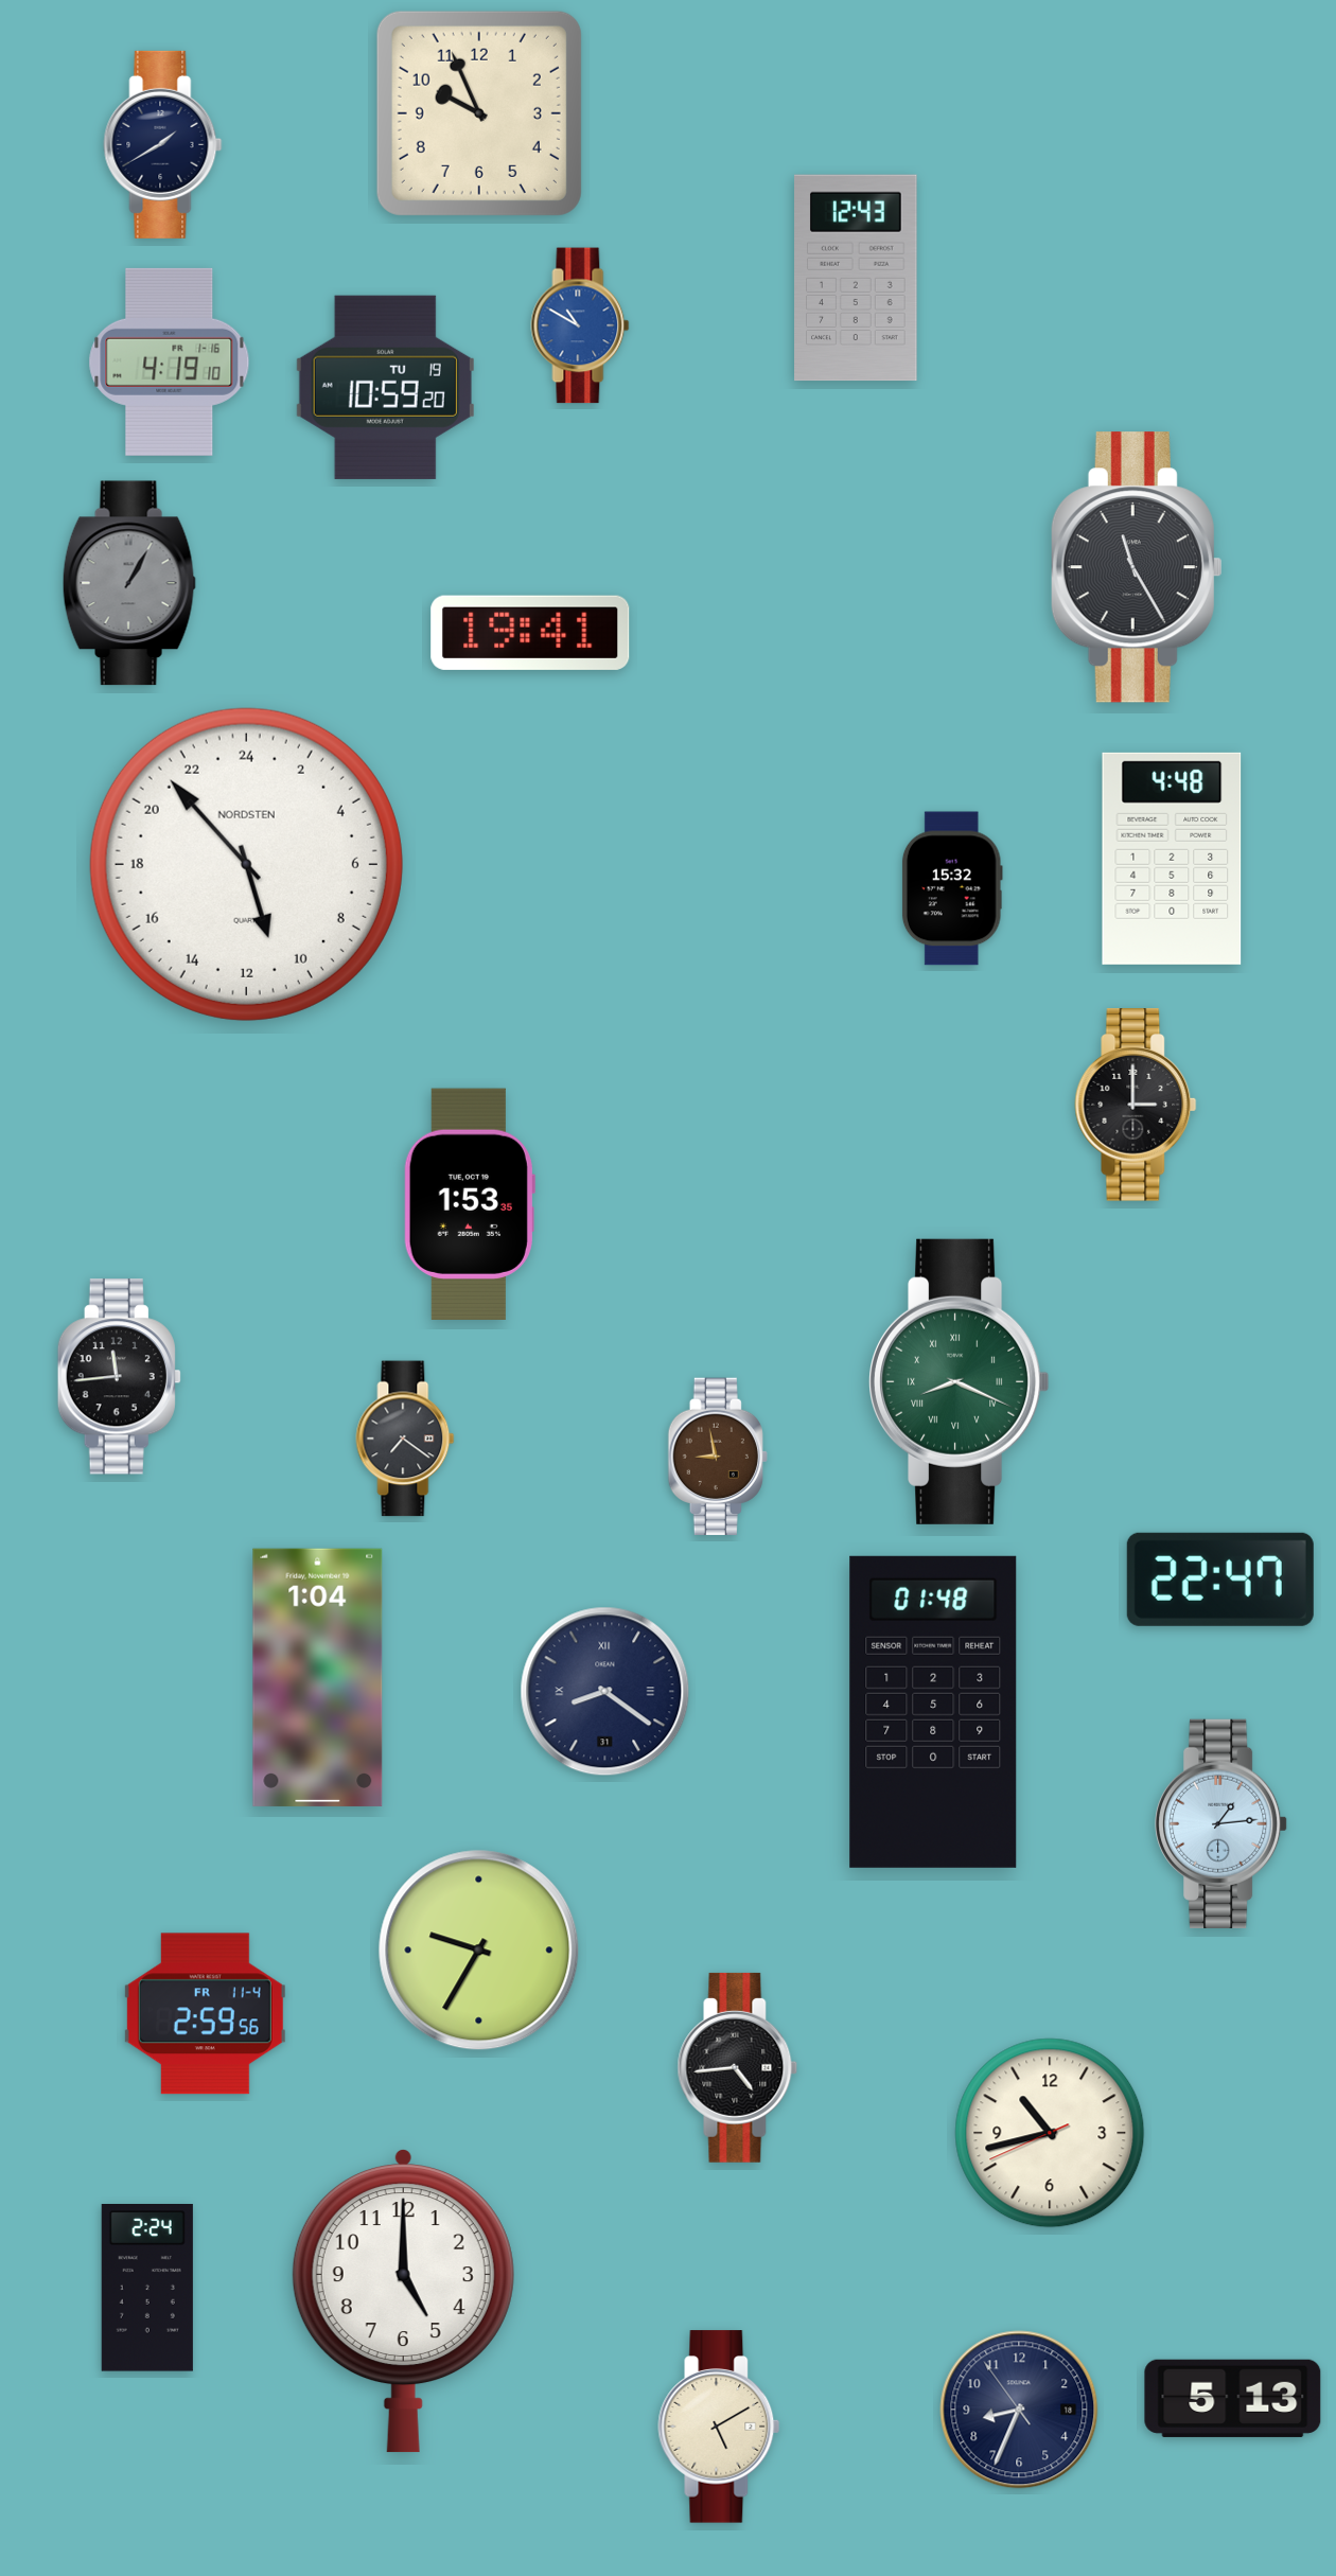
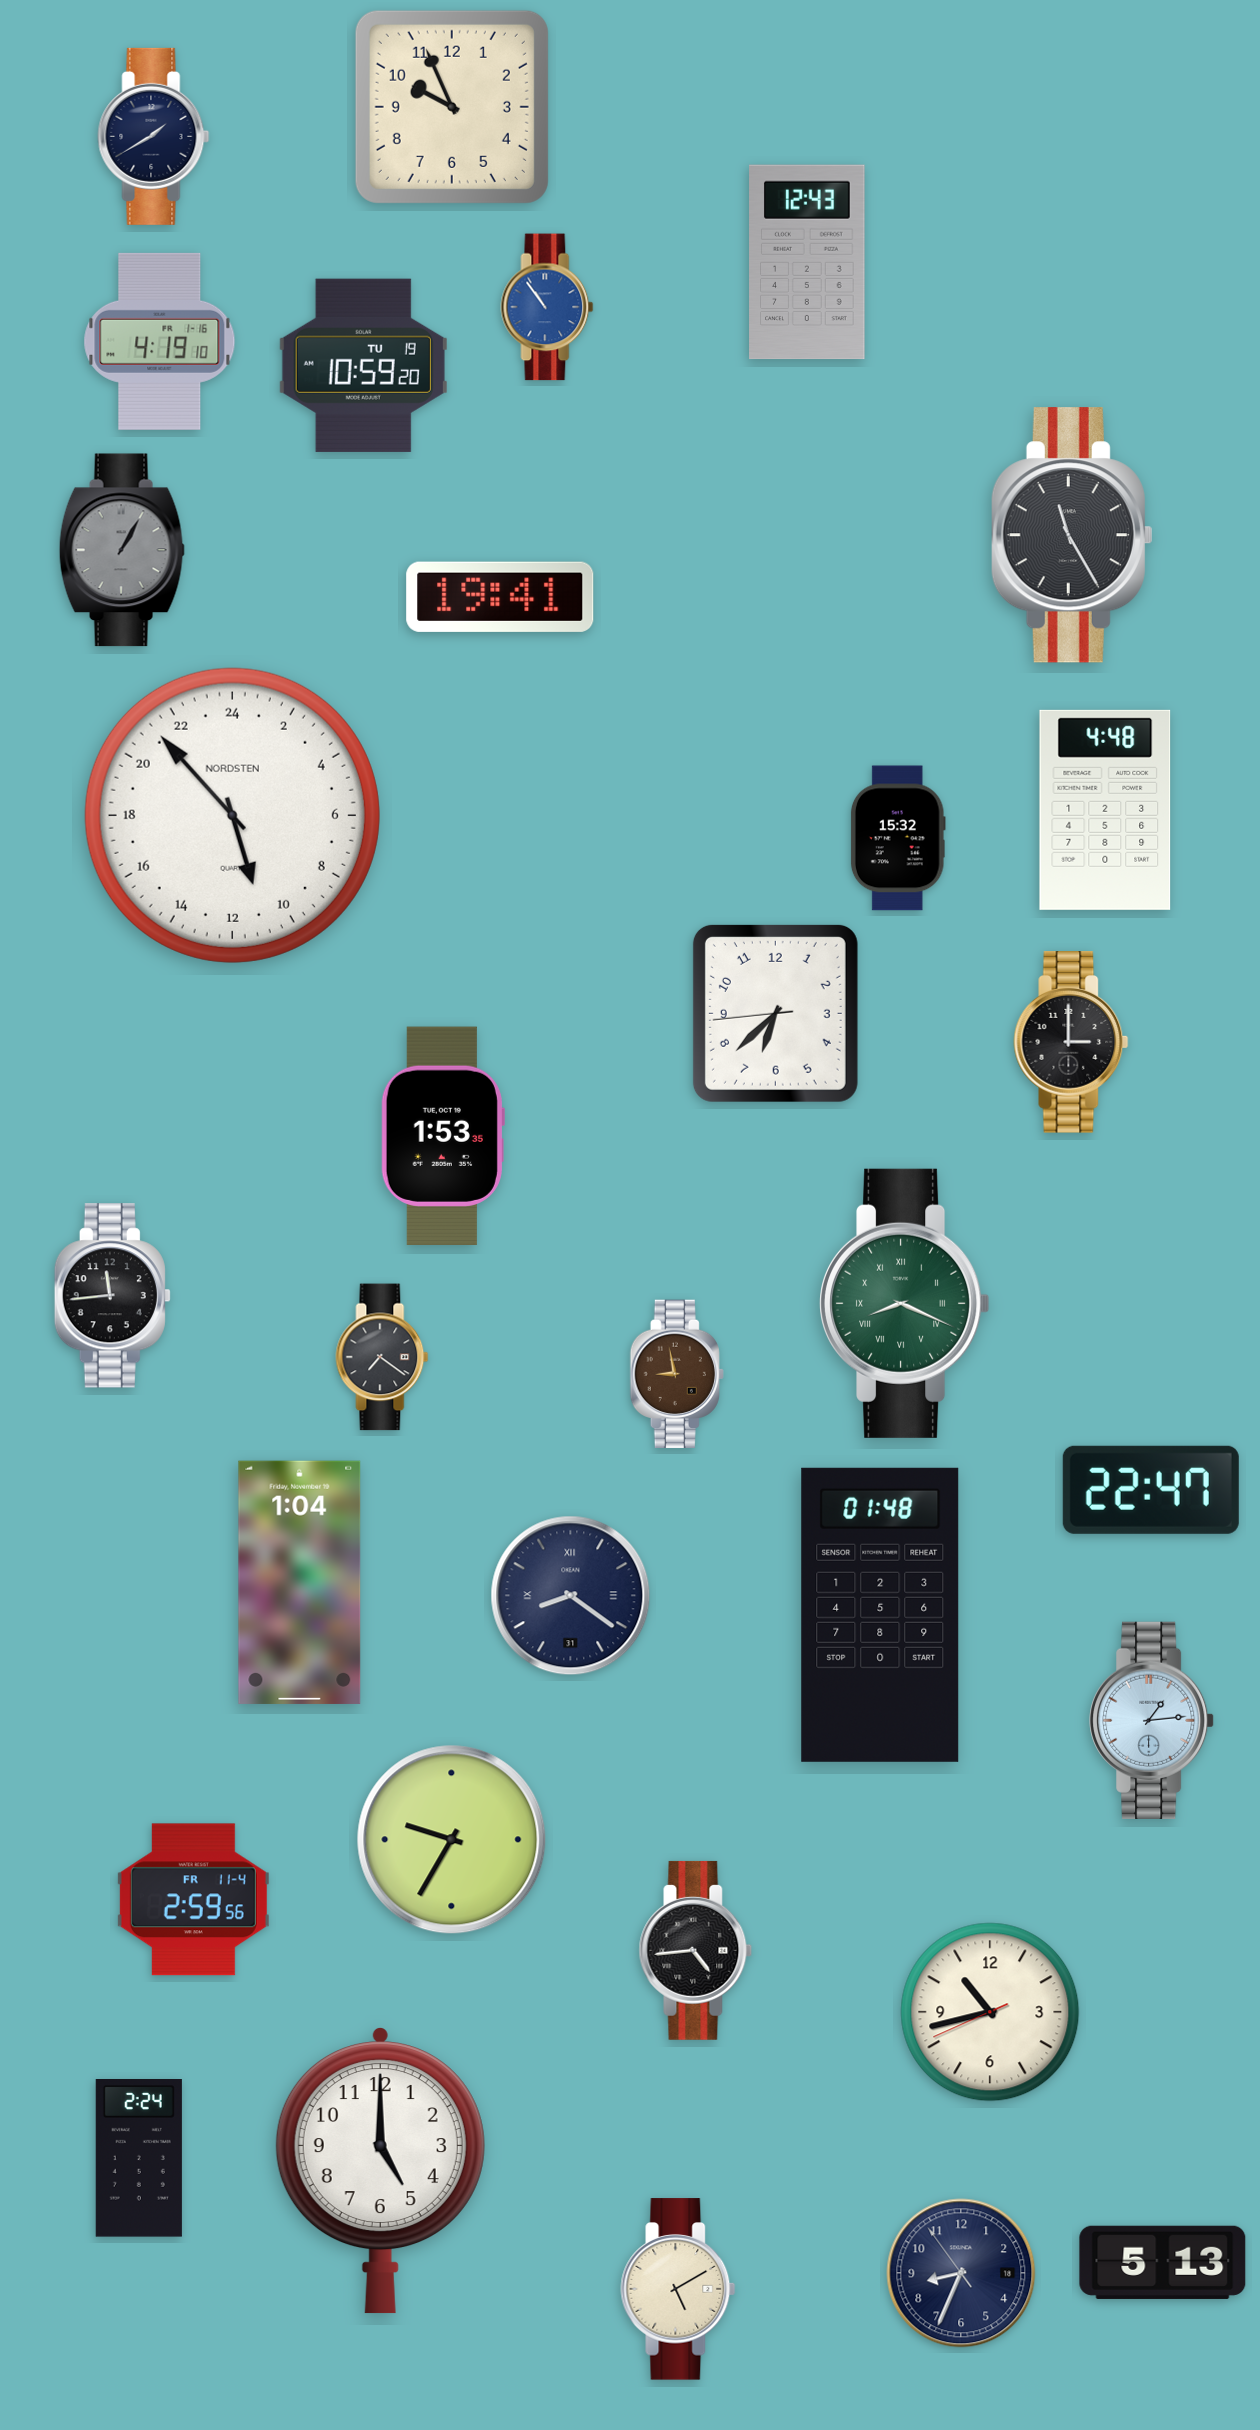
clock at (580, 325): 10:50 -> 10:54
clock at (775, 1013): none -> 6:37
clock at (119, 1377) position: (119, 1377) -> (112, 1296)
